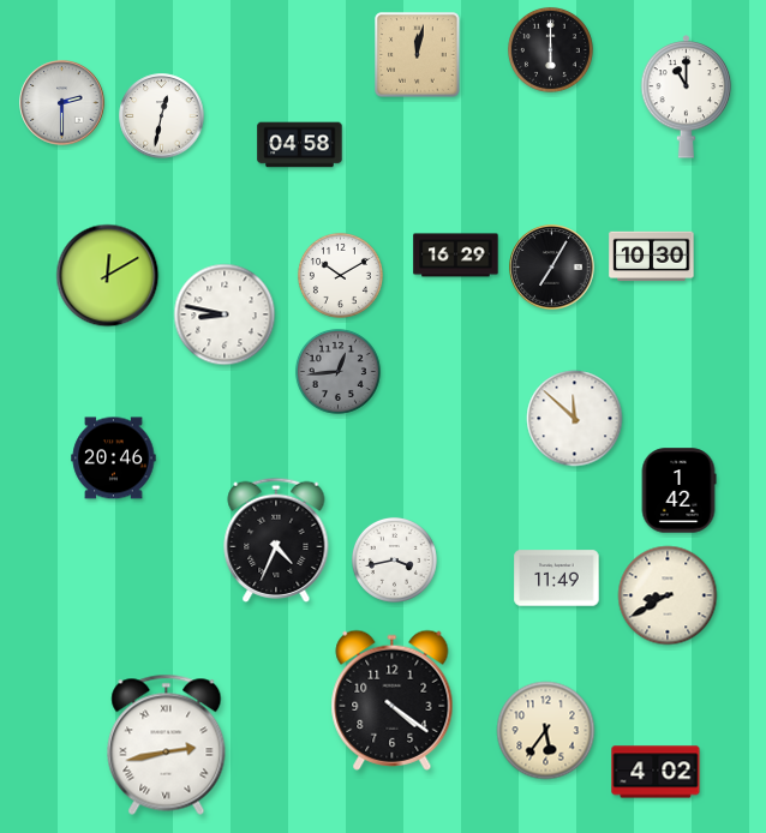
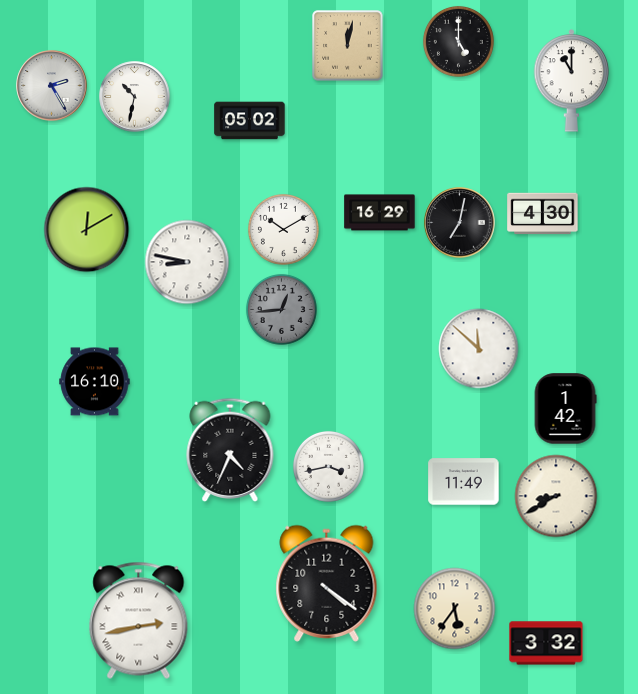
clock at (550, 49): 6:00 -> 5:00
clock at (62, 103): 2:30 -> 2:25
clock at (162, 116): 12:32 -> 10:32
clock at (300, 145): 04:58 -> 05:02
clock at (652, 257): 10:30 -> 4:30
clock at (552, 268): 7:05 -> 7:02
clock at (108, 276) position: (108, 276) -> (87, 230)
clock at (114, 459): 20:46 -> 16:10
clock at (656, 772): 4:02 -> 3:32
